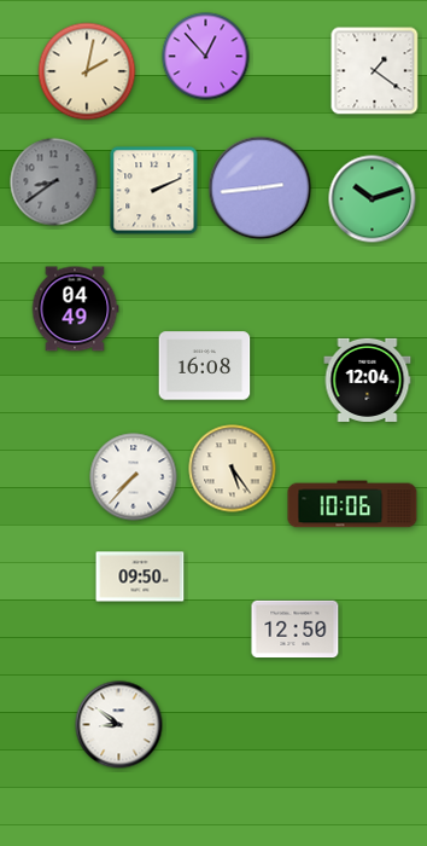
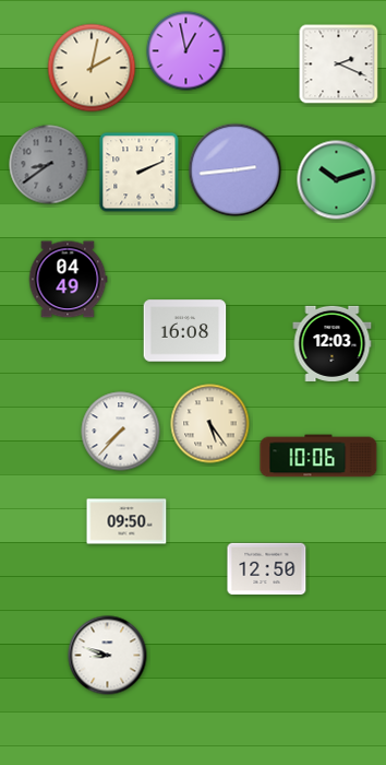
clock at (206, 57): 12:53 -> 12:58
clock at (87, 71) position: (87, 71) -> (92, 68)
clock at (375, 71): 1:21 -> 2:19
clock at (368, 379): 12:04 -> 12:03
clock at (119, 725): 8:51 -> 8:48
